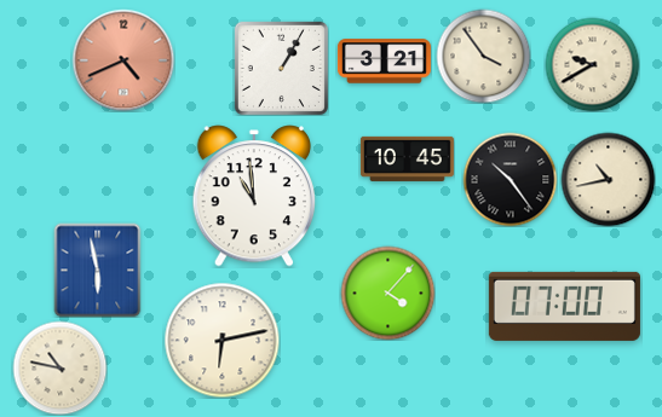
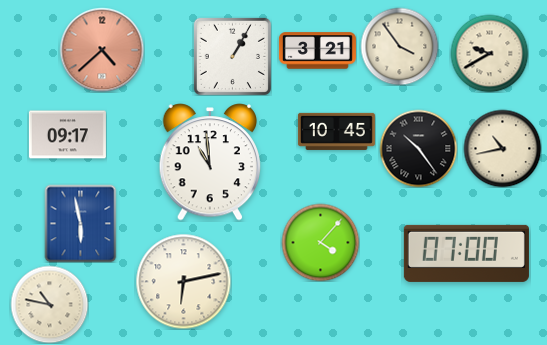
clock at (123, 60): 4:41 -> 4:38
clock at (67, 135): none -> 09:17
clock at (510, 179) position: (510, 179) -> (418, 148)
